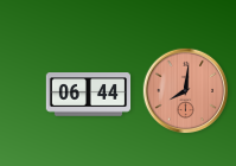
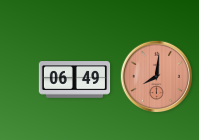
clock at (89, 95): 06:44 -> 06:49
